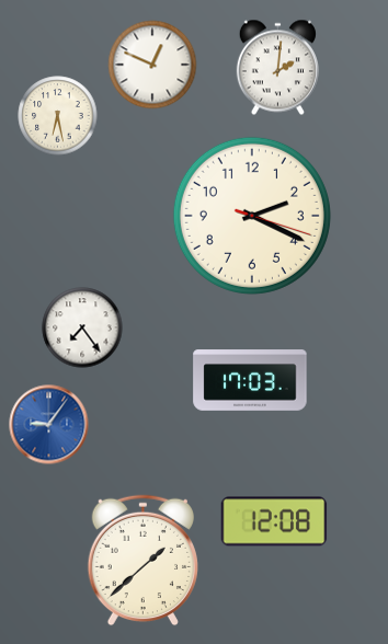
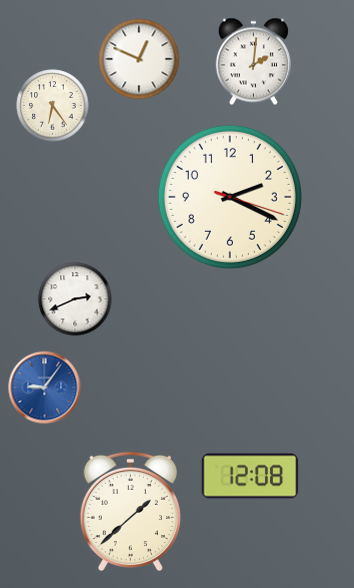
clock at (58, 116): 6:28 -> 6:24
clock at (82, 327): 7:24 -> 2:41
clock at (250, 380): 17:03 -> none
